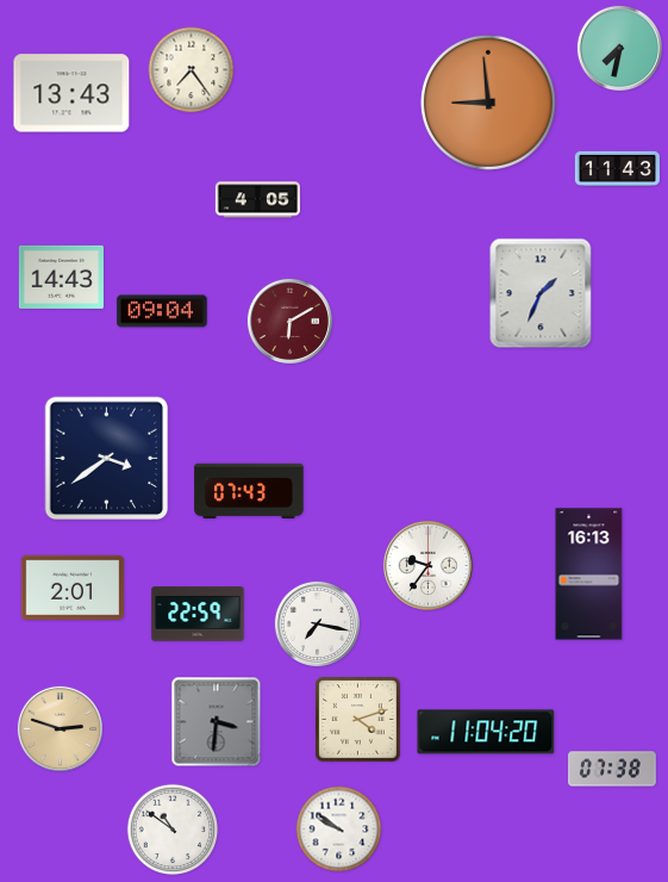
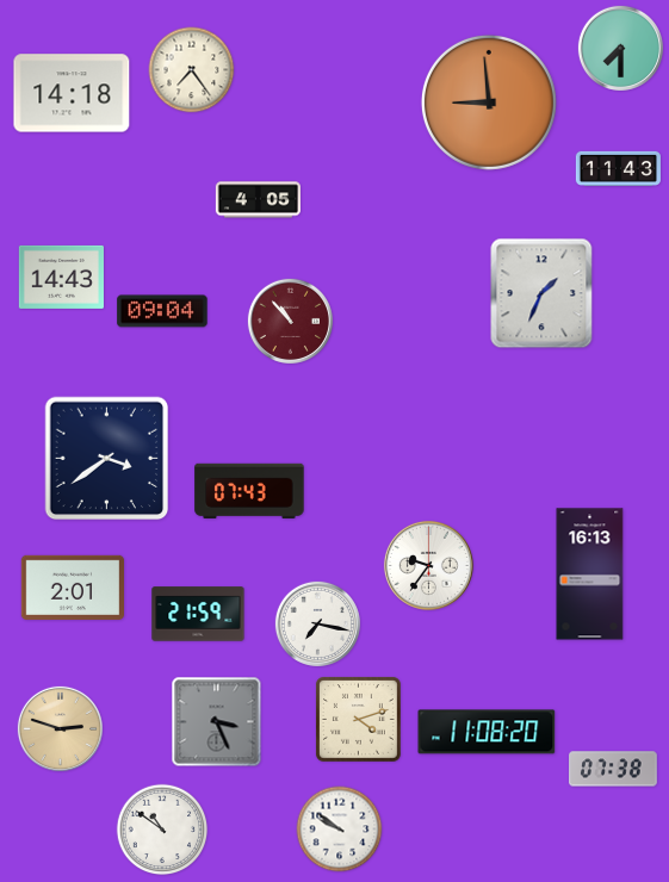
clock at (619, 48): 7:32 -> 7:30
clock at (71, 93): 13:43 -> 14:18
clock at (289, 321): 6:10 -> 10:53
clock at (198, 614): 22:59 -> 21:59
clock at (217, 722): 3:31 -> 3:26
clock at (486, 732): 11:04 -> 11:08
clock at (173, 830) position: (173, 830) -> (162, 830)
